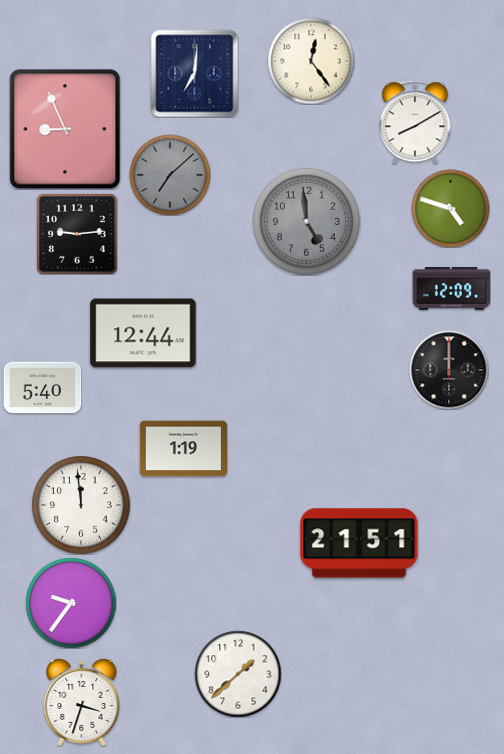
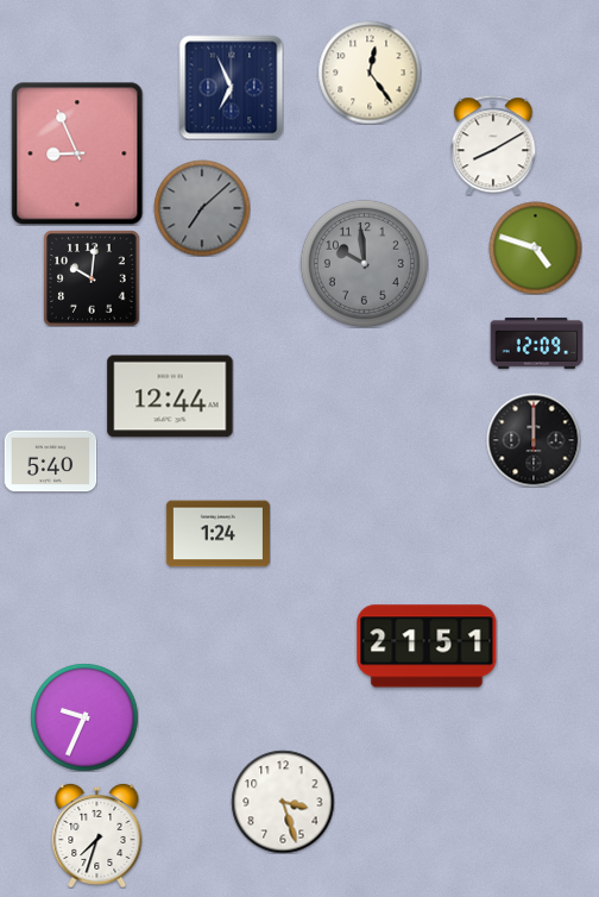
clock at (194, 73): 7:01 -> 6:56
clock at (306, 221): 4:59 -> 9:59
clock at (77, 234): 9:14 -> 10:01
clock at (183, 449): 1:19 -> 1:24
clock at (82, 506): 11:59 -> none
clock at (71, 603): 9:36 -> 9:34
clock at (238, 674): 1:38 -> 3:27
clock at (82, 702): 3:33 -> 7:33
